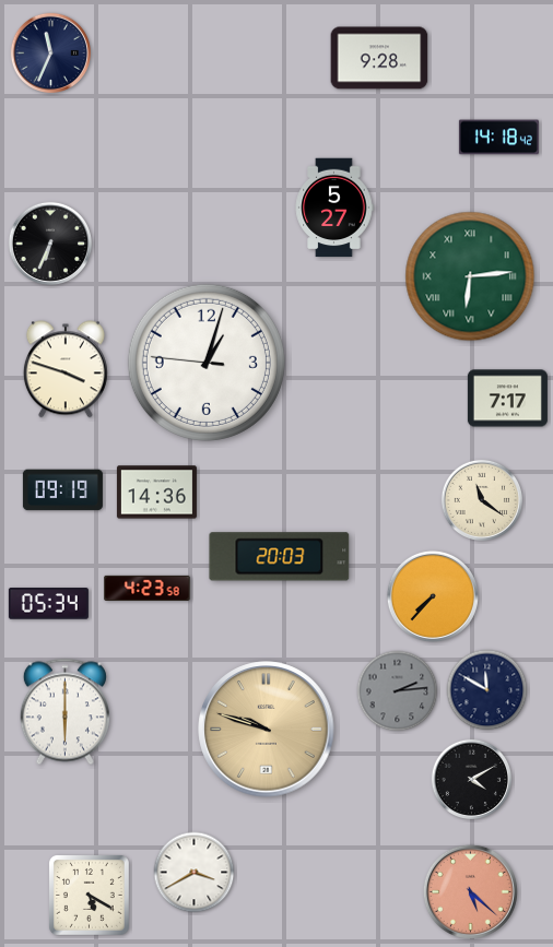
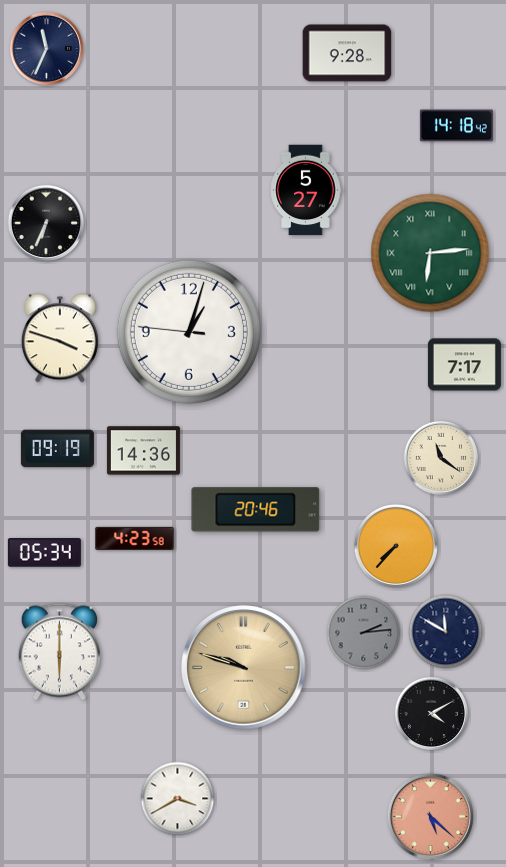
clock at (280, 557): 20:03 -> 20:46
clock at (89, 895): 5:20 -> none
